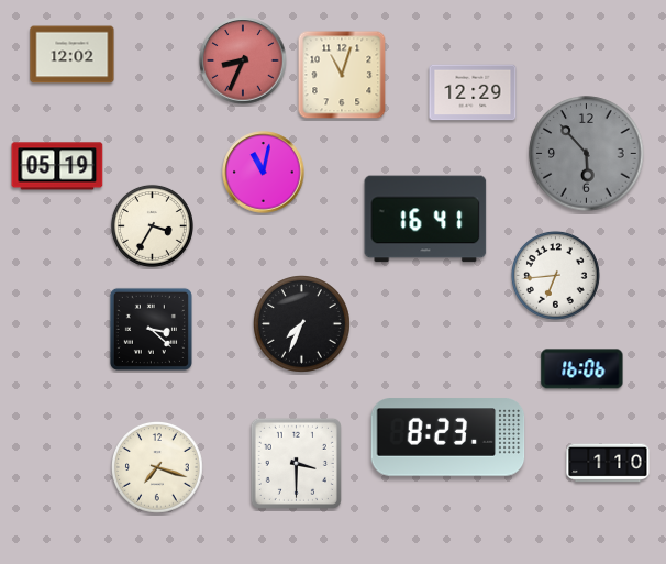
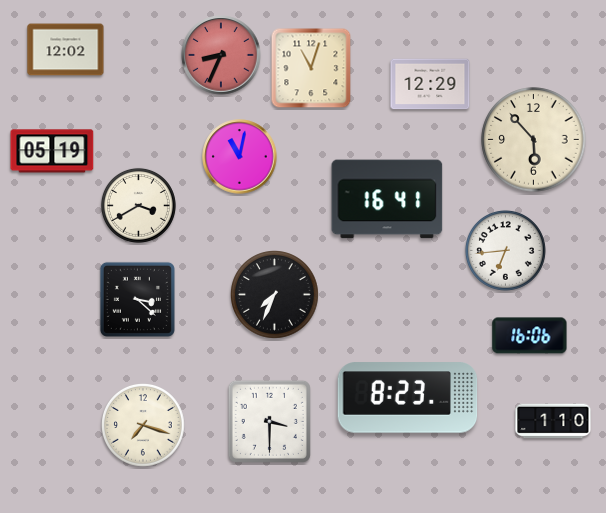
clock at (587, 154) dial: grey -> cream
clock at (152, 225): 3:35 -> 3:40
